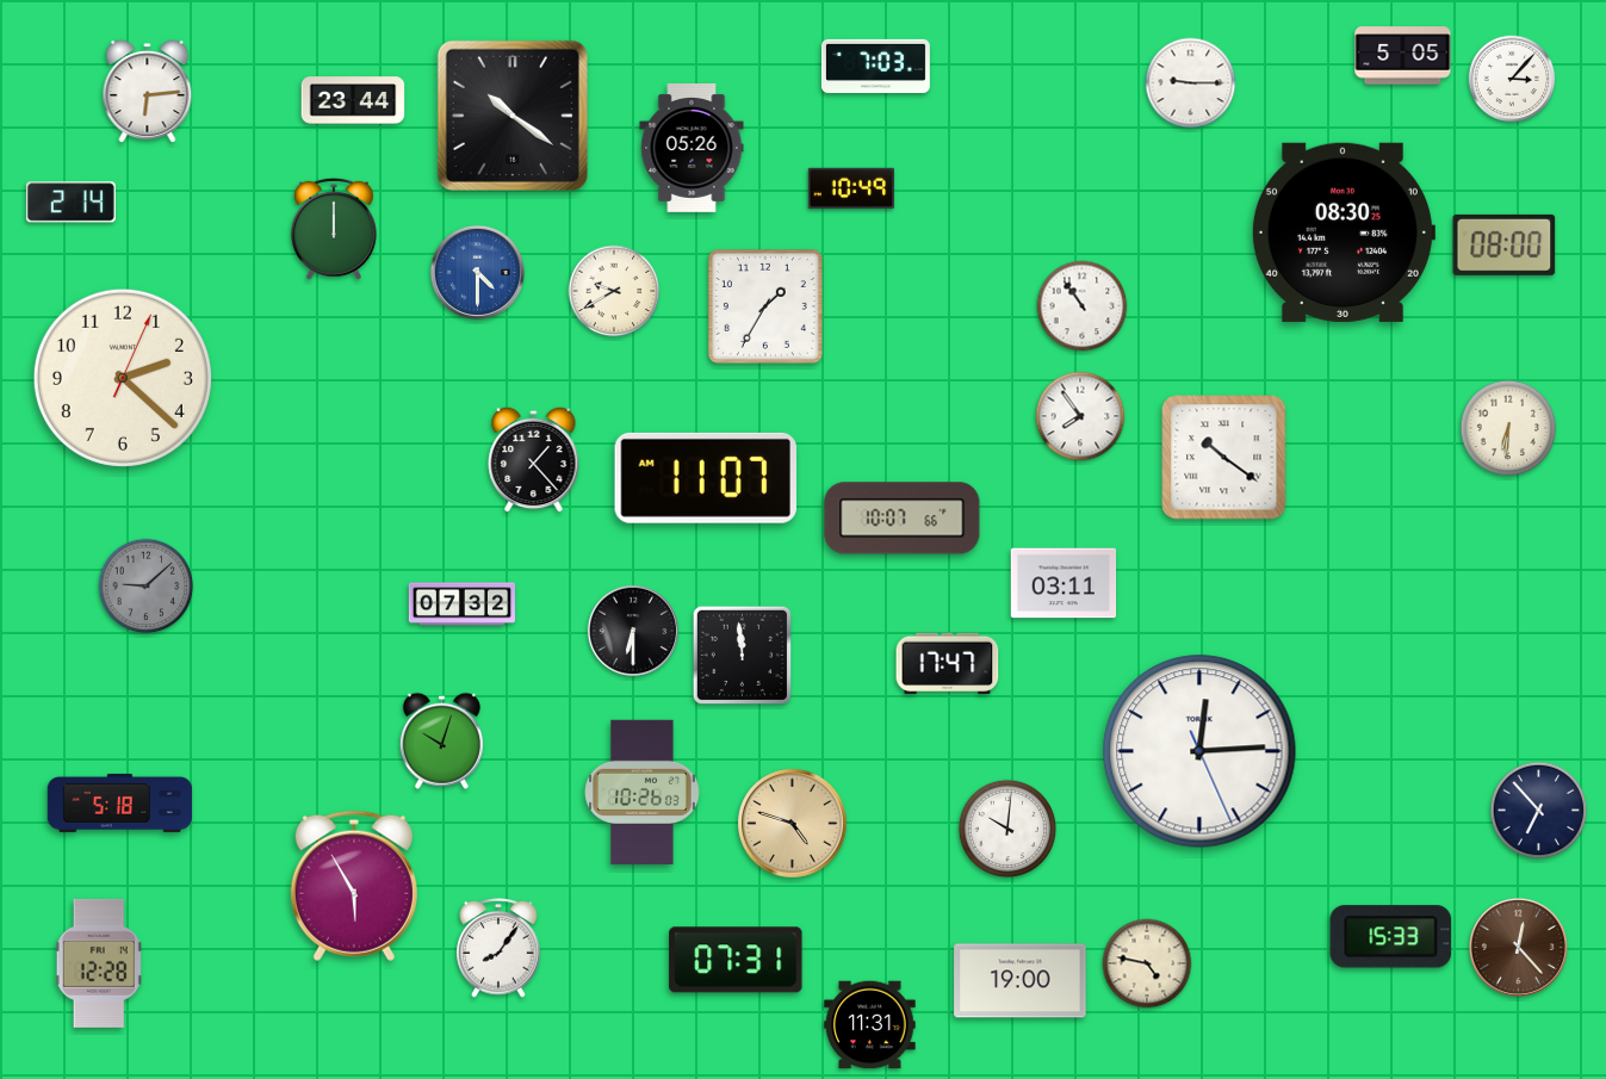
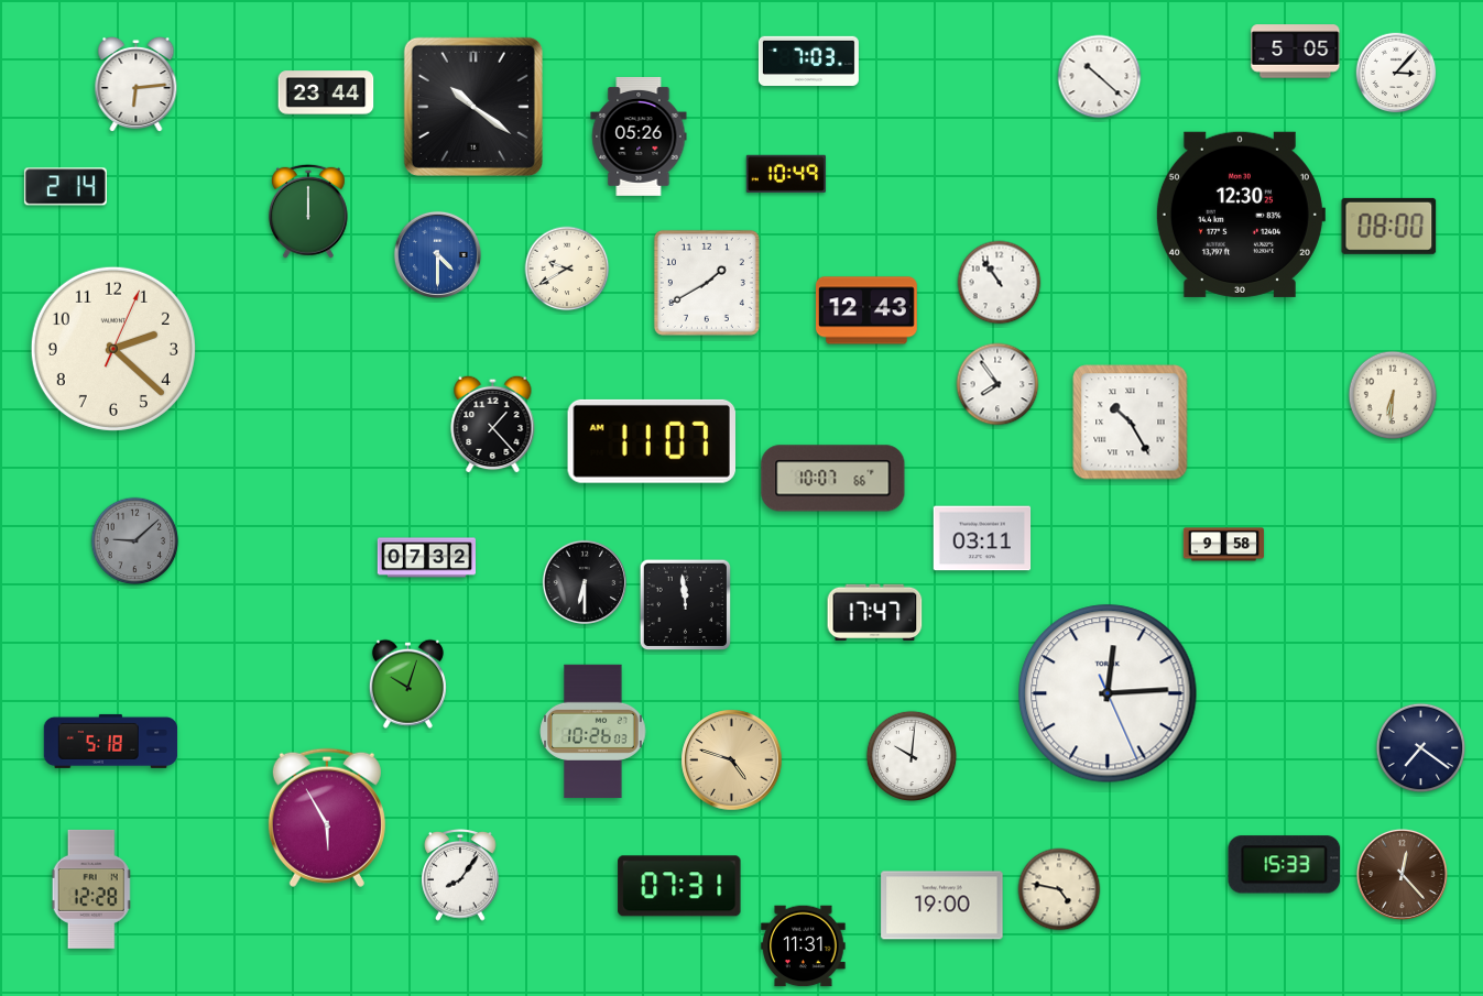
clock at (1191, 83): 9:15 -> 10:22
clock at (1343, 232): 08:30 -> 12:30
clock at (477, 272) position: (477, 272) -> (437, 254)
clock at (765, 306): 1:35 -> 1:40
clock at (868, 310): none -> 12:43
clock at (1224, 458): 10:21 -> 10:25
clock at (1223, 545): none -> 9:58
clock at (1539, 811): 6:53 -> 7:21
clock at (1006, 827) position: (1006, 827) -> (910, 755)
